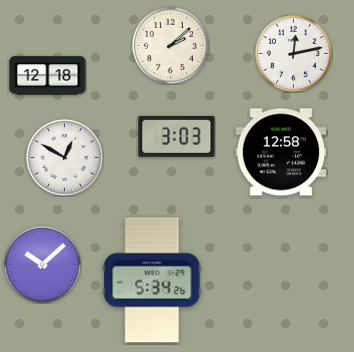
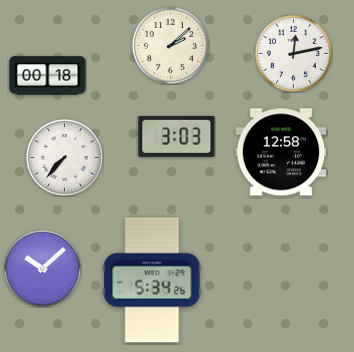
clock at (48, 76): 12:18 -> 00:18
clock at (64, 157): 12:50 -> 7:37
clock at (42, 264) position: (42, 264) -> (42, 268)
